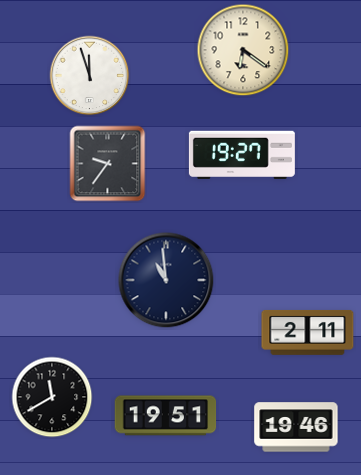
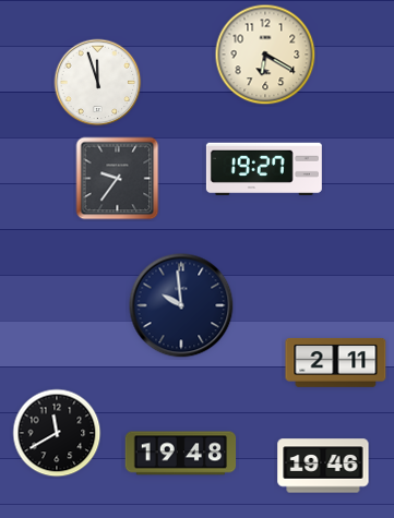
clock at (243, 50): 6:21 -> 6:20
clock at (166, 280): 10:59 -> 9:59
clock at (166, 416): 19:51 -> 19:48
